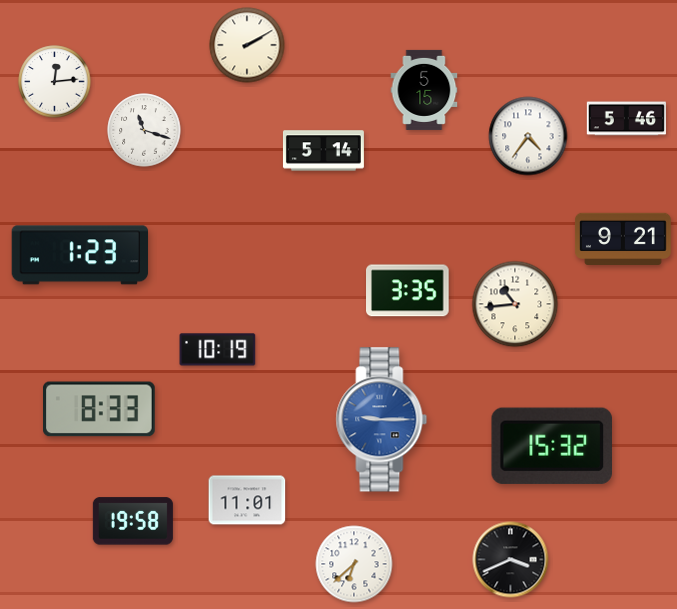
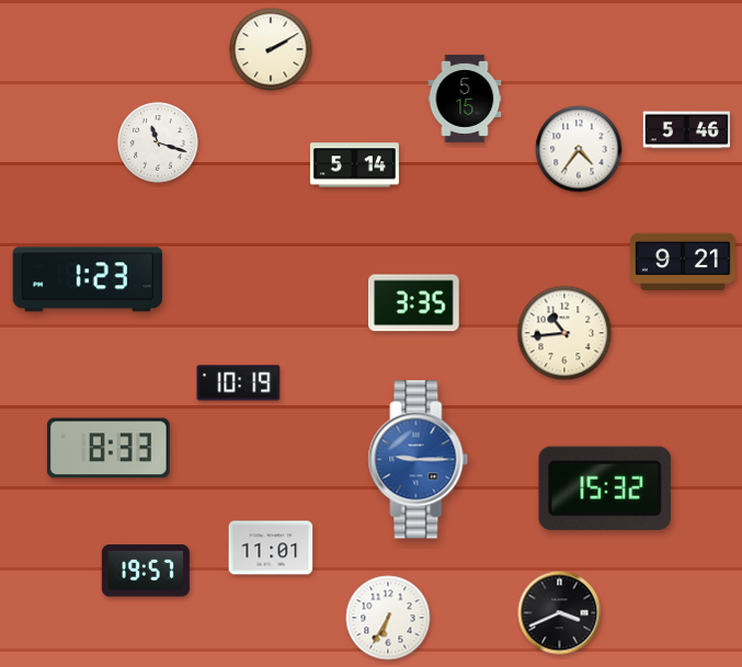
clock at (55, 82): 12:14 -> none
clock at (408, 291) position: (408, 291) -> (414, 303)
clock at (133, 521): 19:58 -> 19:57
clock at (354, 564): 6:38 -> 6:35
